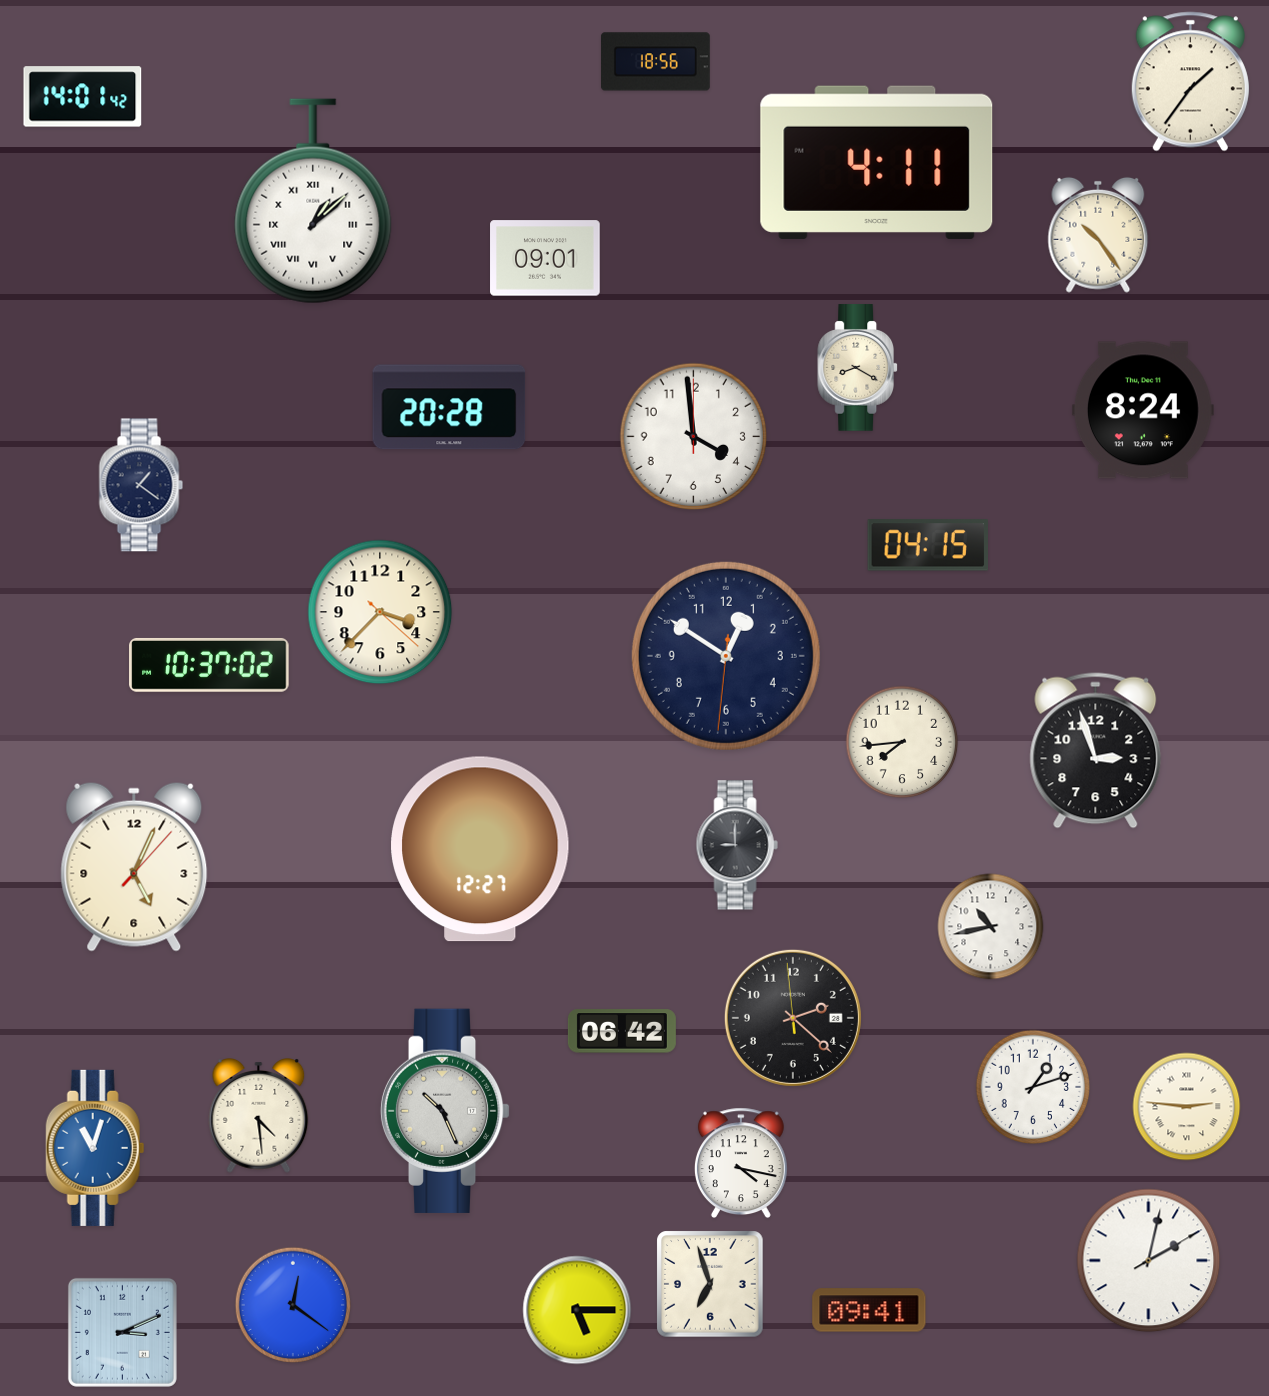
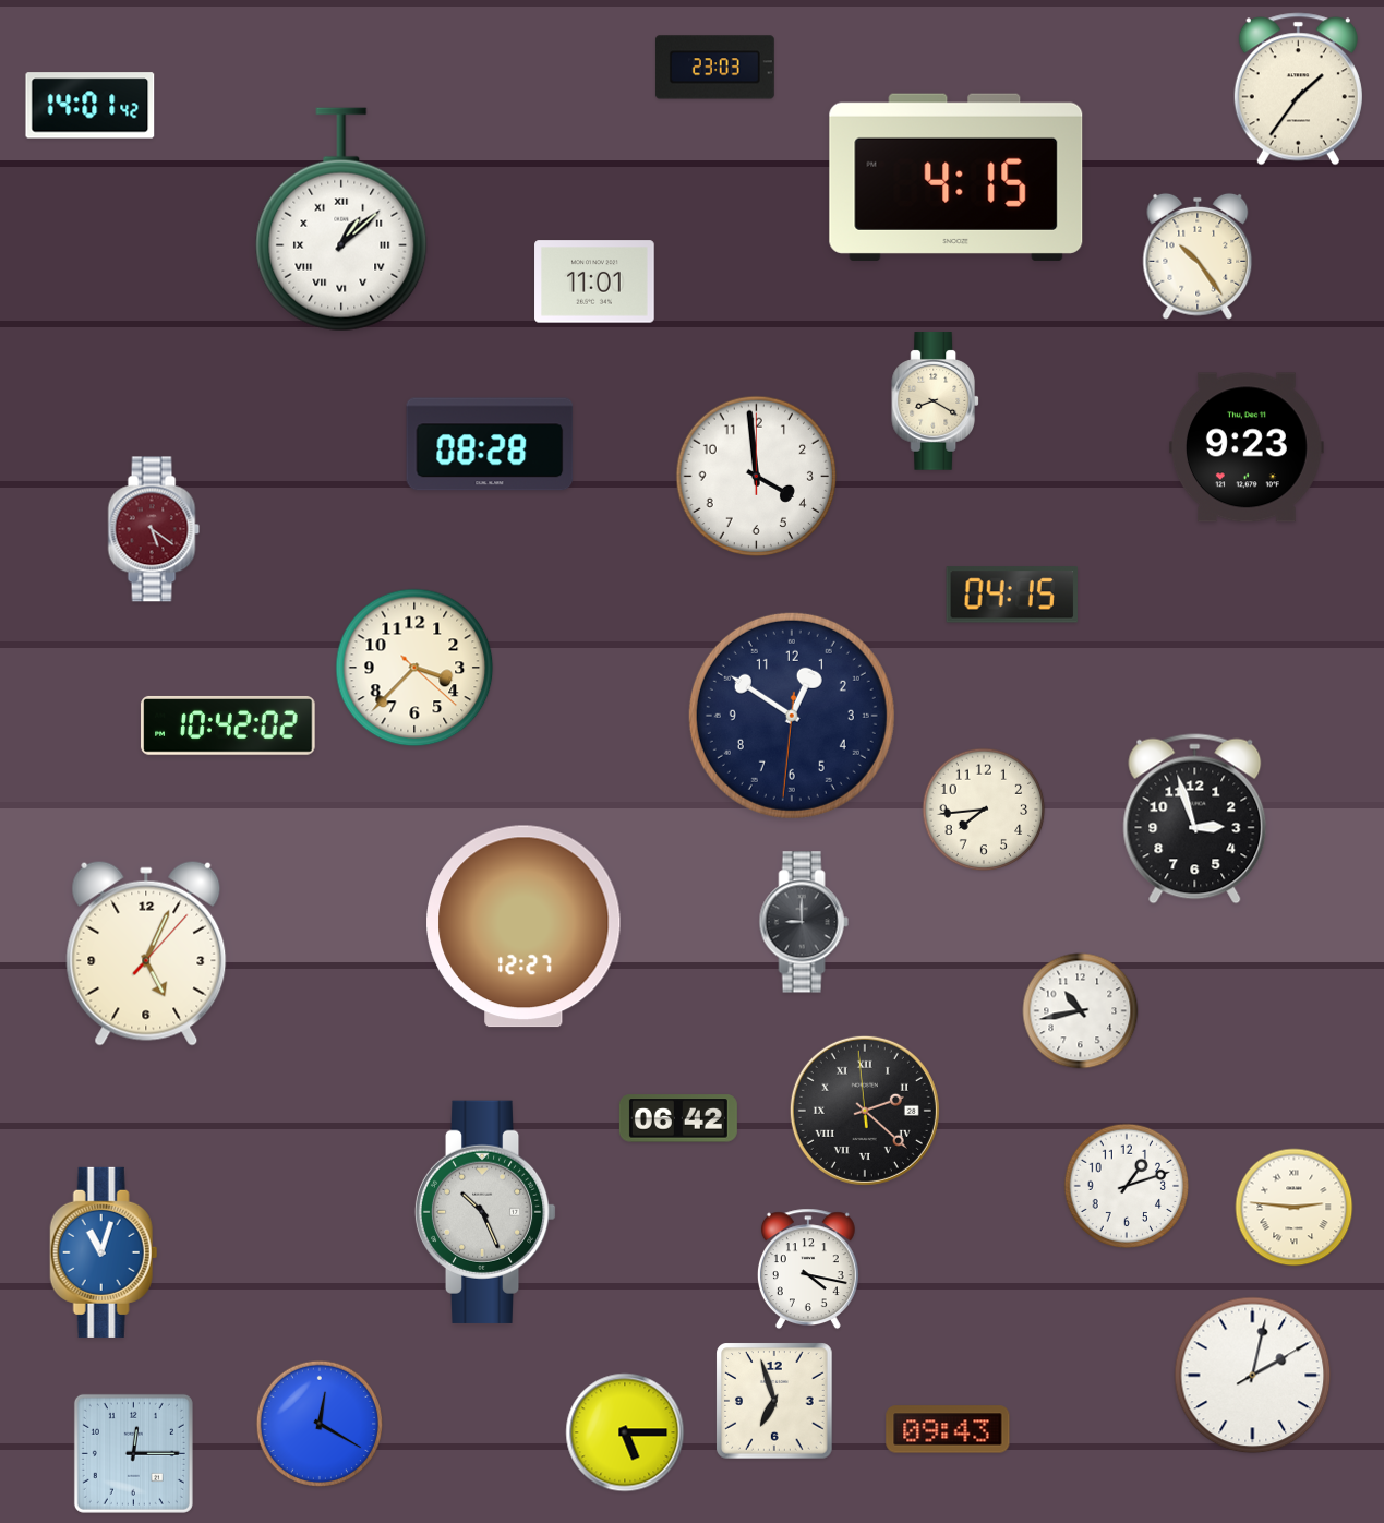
clock at (655, 62): 18:56 -> 23:03
clock at (877, 162): 4:11 -> 4:15
clock at (545, 258): 09:01 -> 11:01
clock at (449, 407): 20:28 -> 08:28
clock at (1143, 410): 8:24 -> 9:23
clock at (141, 485): 1:21 -> 5:21
clock at (141, 485) dial: navy -> burgundy
clock at (209, 665): 10:37 -> 10:42
clock at (134, 867) position: (134, 867) -> (146, 954)
clock at (793, 1018) numerals: Arabic -> Roman
clock at (622, 1031) position: (622, 1031) -> (678, 1118)
clock at (259, 1116): 4:29 -> none
clock at (292, 1304): 12:21 -> 12:20
clock at (577, 1310) position: (577, 1310) -> (625, 1432)
clock at (869, 1310): 09:41 -> 09:43
clock at (122, 1332): 3:11 -> 12:15
